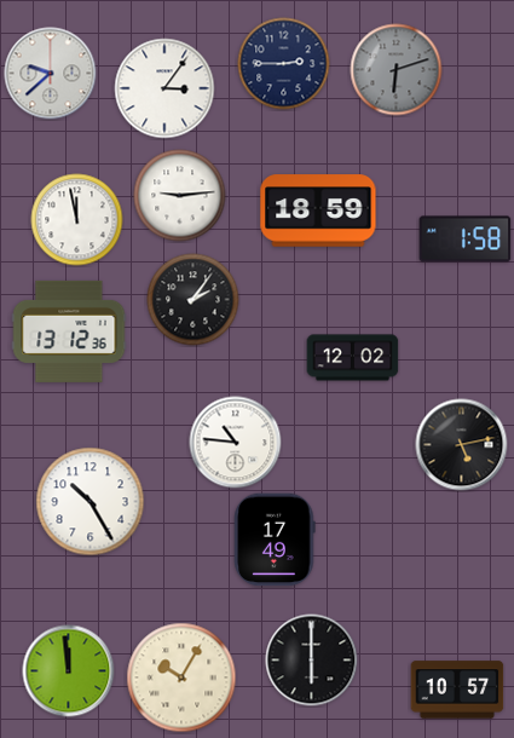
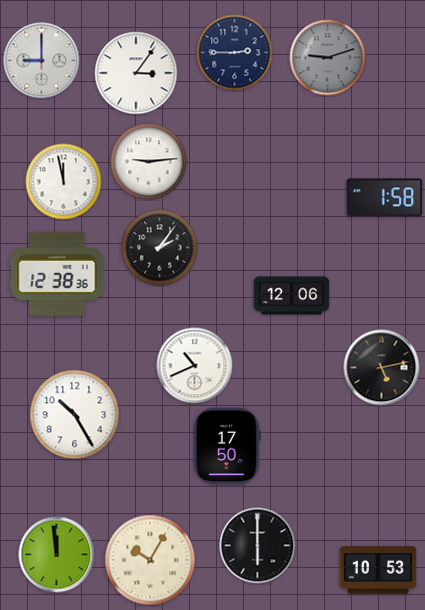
clock at (397, 70): 6:12 -> 9:12
clock at (51, 74): 9:38 -> 9:00
clock at (318, 211): 18:59 -> none
clock at (69, 331): 13:12 -> 12:38
clock at (353, 358): 12:02 -> 12:06
clock at (236, 443): 10:46 -> 10:41
clock at (275, 540): 17:49 -> 17:50
clock at (457, 690): 10:57 -> 10:53
